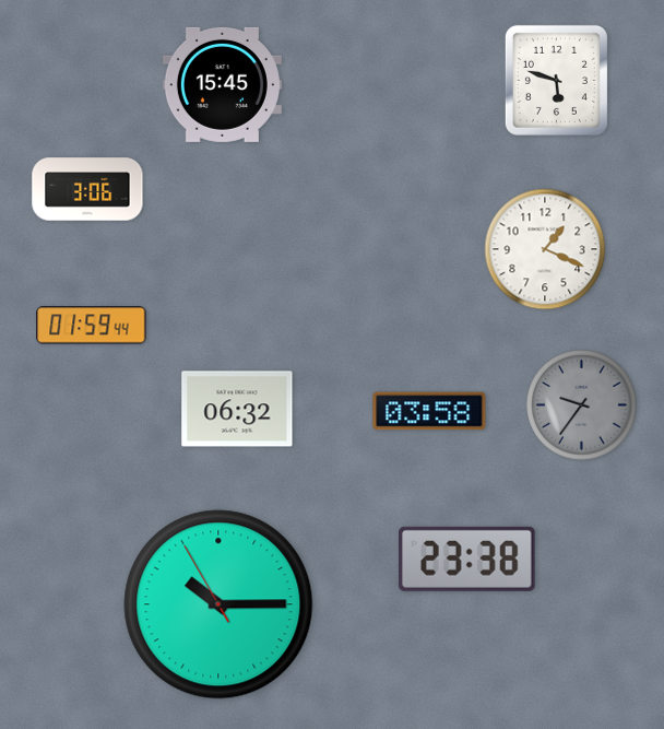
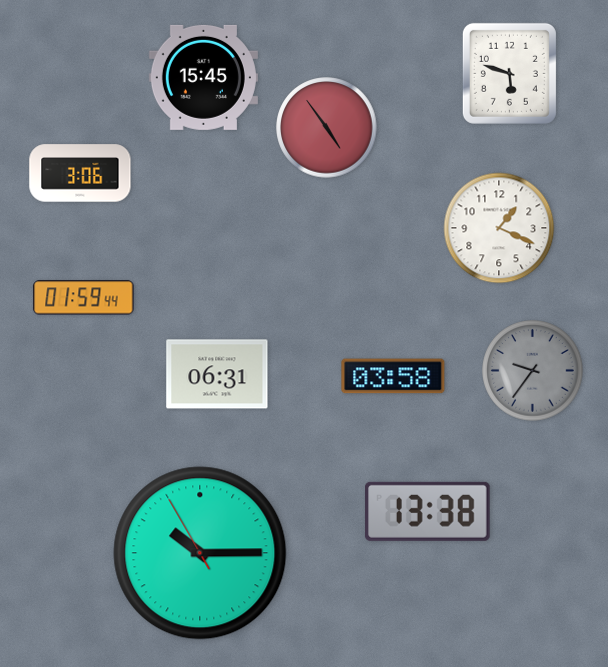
clock at (327, 128): none -> 4:54
clock at (237, 409): 06:32 -> 06:31
clock at (467, 558): 23:38 -> 13:38
